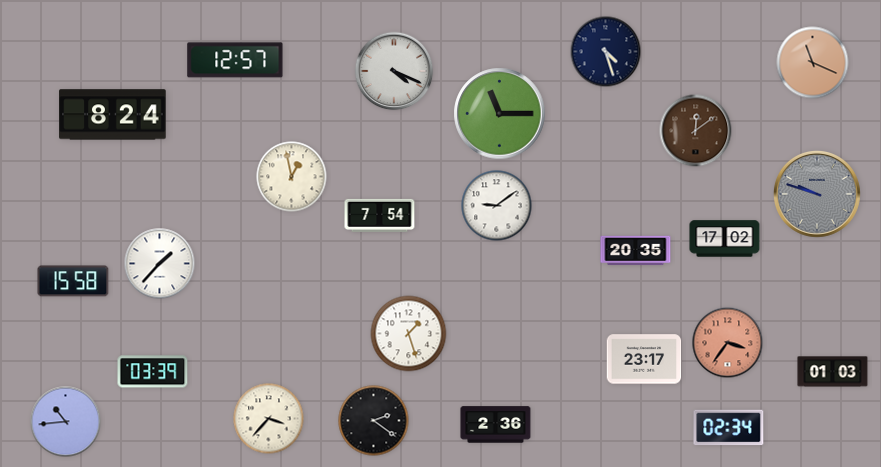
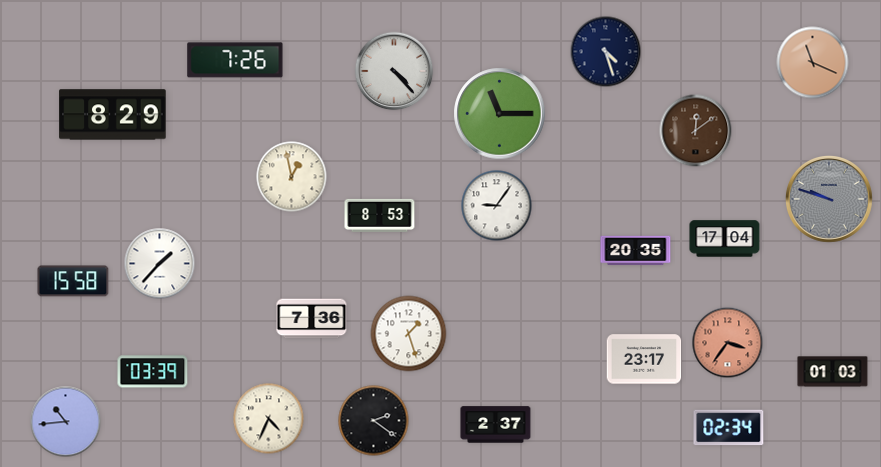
clock at (235, 60): 12:57 -> 7:26
clock at (394, 71): 4:19 -> 4:23
clock at (113, 115): 8:24 -> 8:29
clock at (817, 194) position: (817, 194) -> (829, 199)
clock at (497, 206): 9:09 -> 9:06
clock at (380, 215): 7:54 -> 8:53
clock at (725, 239): 17:02 -> 17:04
clock at (312, 319): none -> 7:36
clock at (269, 419): 3:37 -> 4:34
clock at (496, 425): 2:36 -> 2:37
